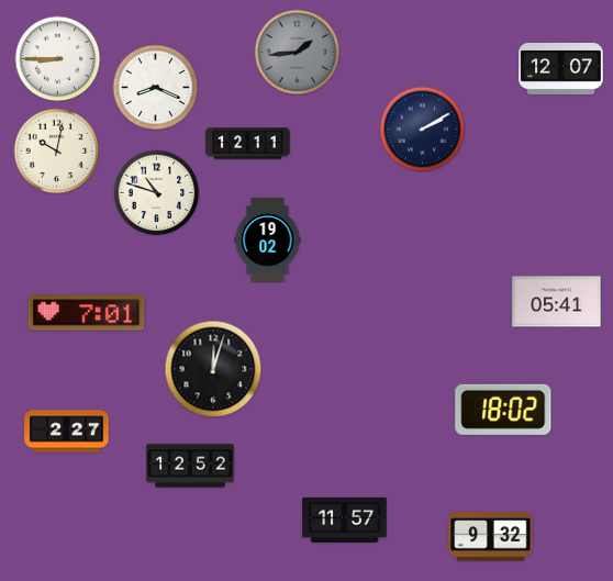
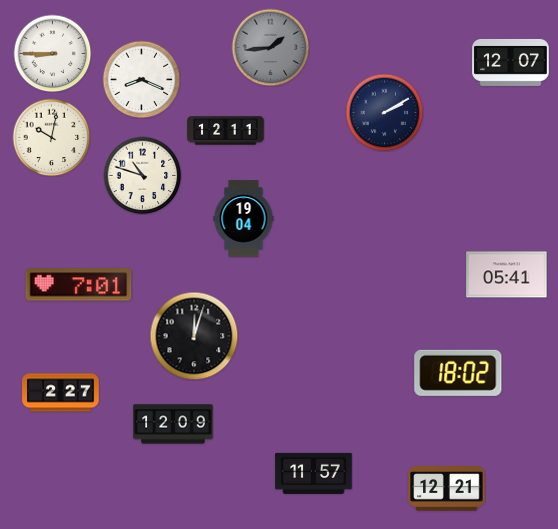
clock at (422, 129) position: (422, 129) -> (384, 112)
clock at (268, 241): 19:02 -> 19:04
clock at (190, 466): 12:52 -> 12:09
clock at (491, 537): 9:32 -> 12:21
